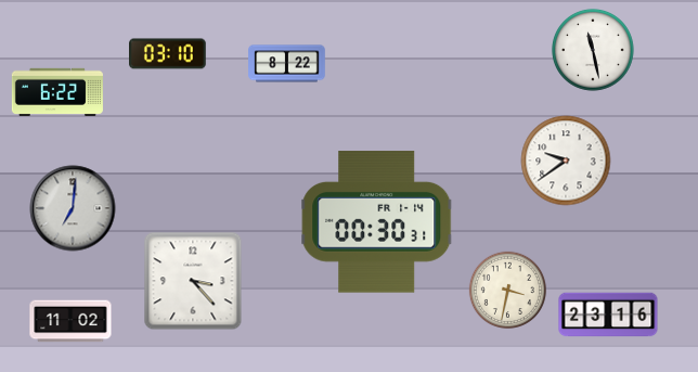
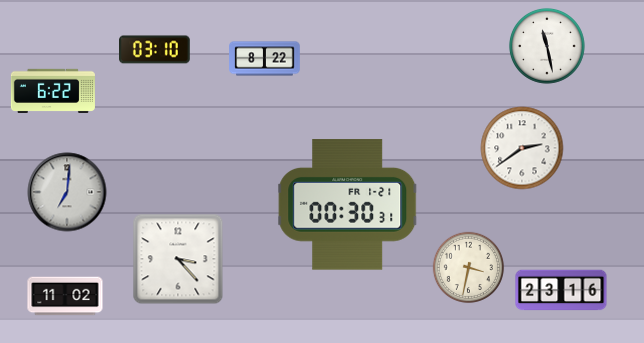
clock at (57, 91) position: (57, 91) -> (53, 90)
clock at (566, 161): 9:39 -> 2:39
clock at (377, 222) date: FR 1-14 -> FR 1-21
